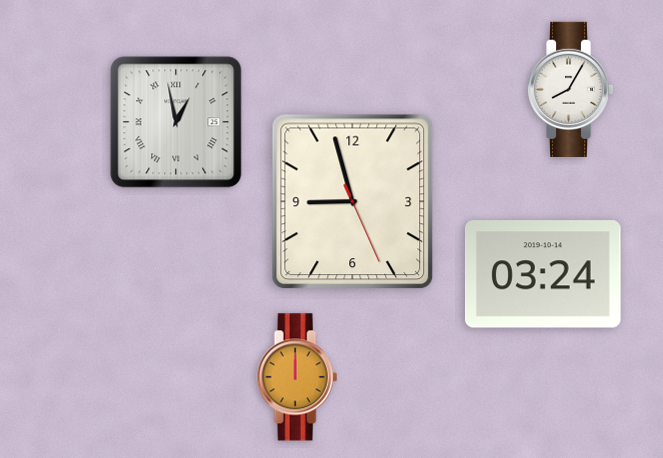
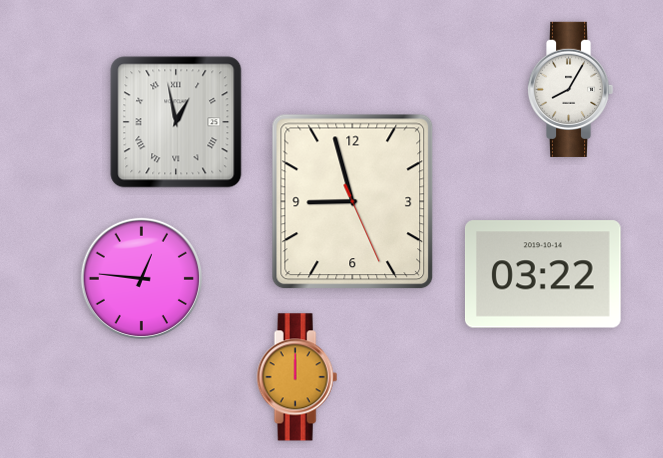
clock at (544, 274): 03:24 -> 03:22
clock at (141, 278): none -> 12:46
